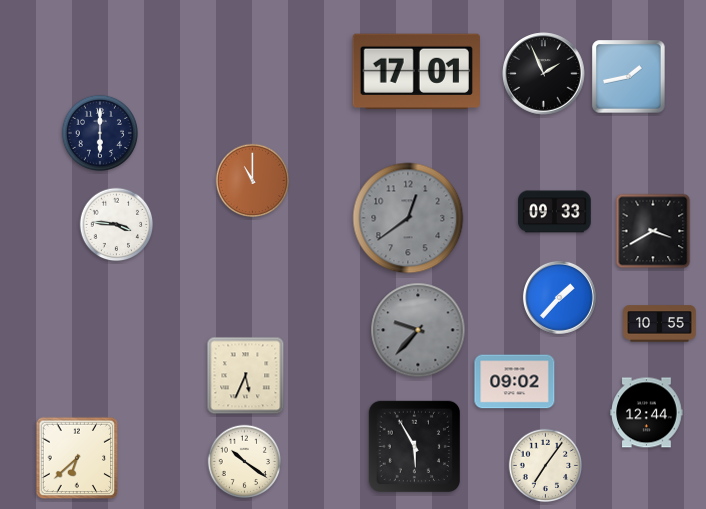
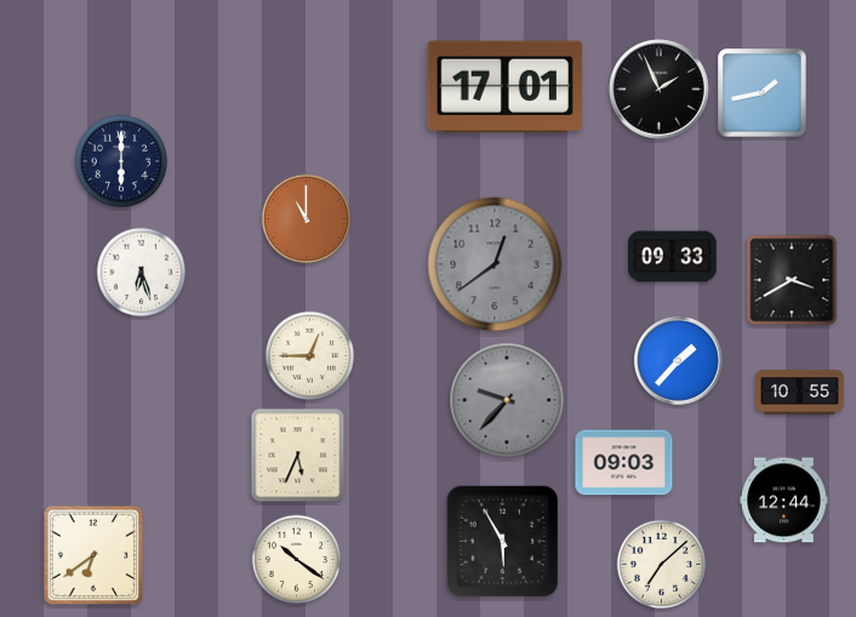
clock at (117, 225): 3:46 -> 6:27
clock at (310, 356): none -> 12:45
clock at (515, 382): 09:02 -> 09:03
clock at (77, 458): 6:38 -> 6:39
clock at (546, 466): 7:06 -> 7:08
